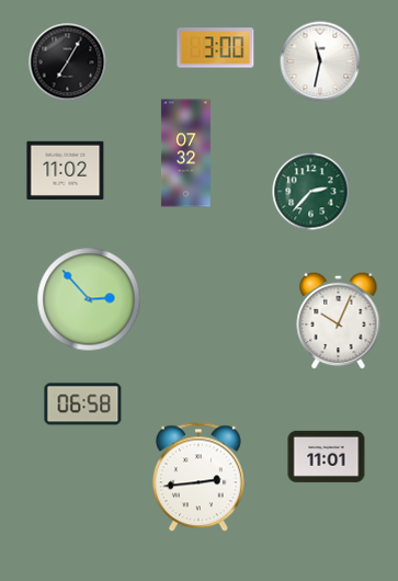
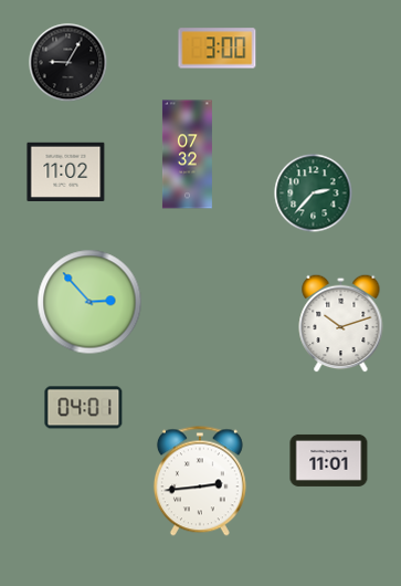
clock at (320, 61): 11:32 -> none
clock at (68, 62): 7:05 -> 9:05
clock at (339, 320): 10:04 -> 10:12
clock at (83, 405): 06:58 -> 04:01
